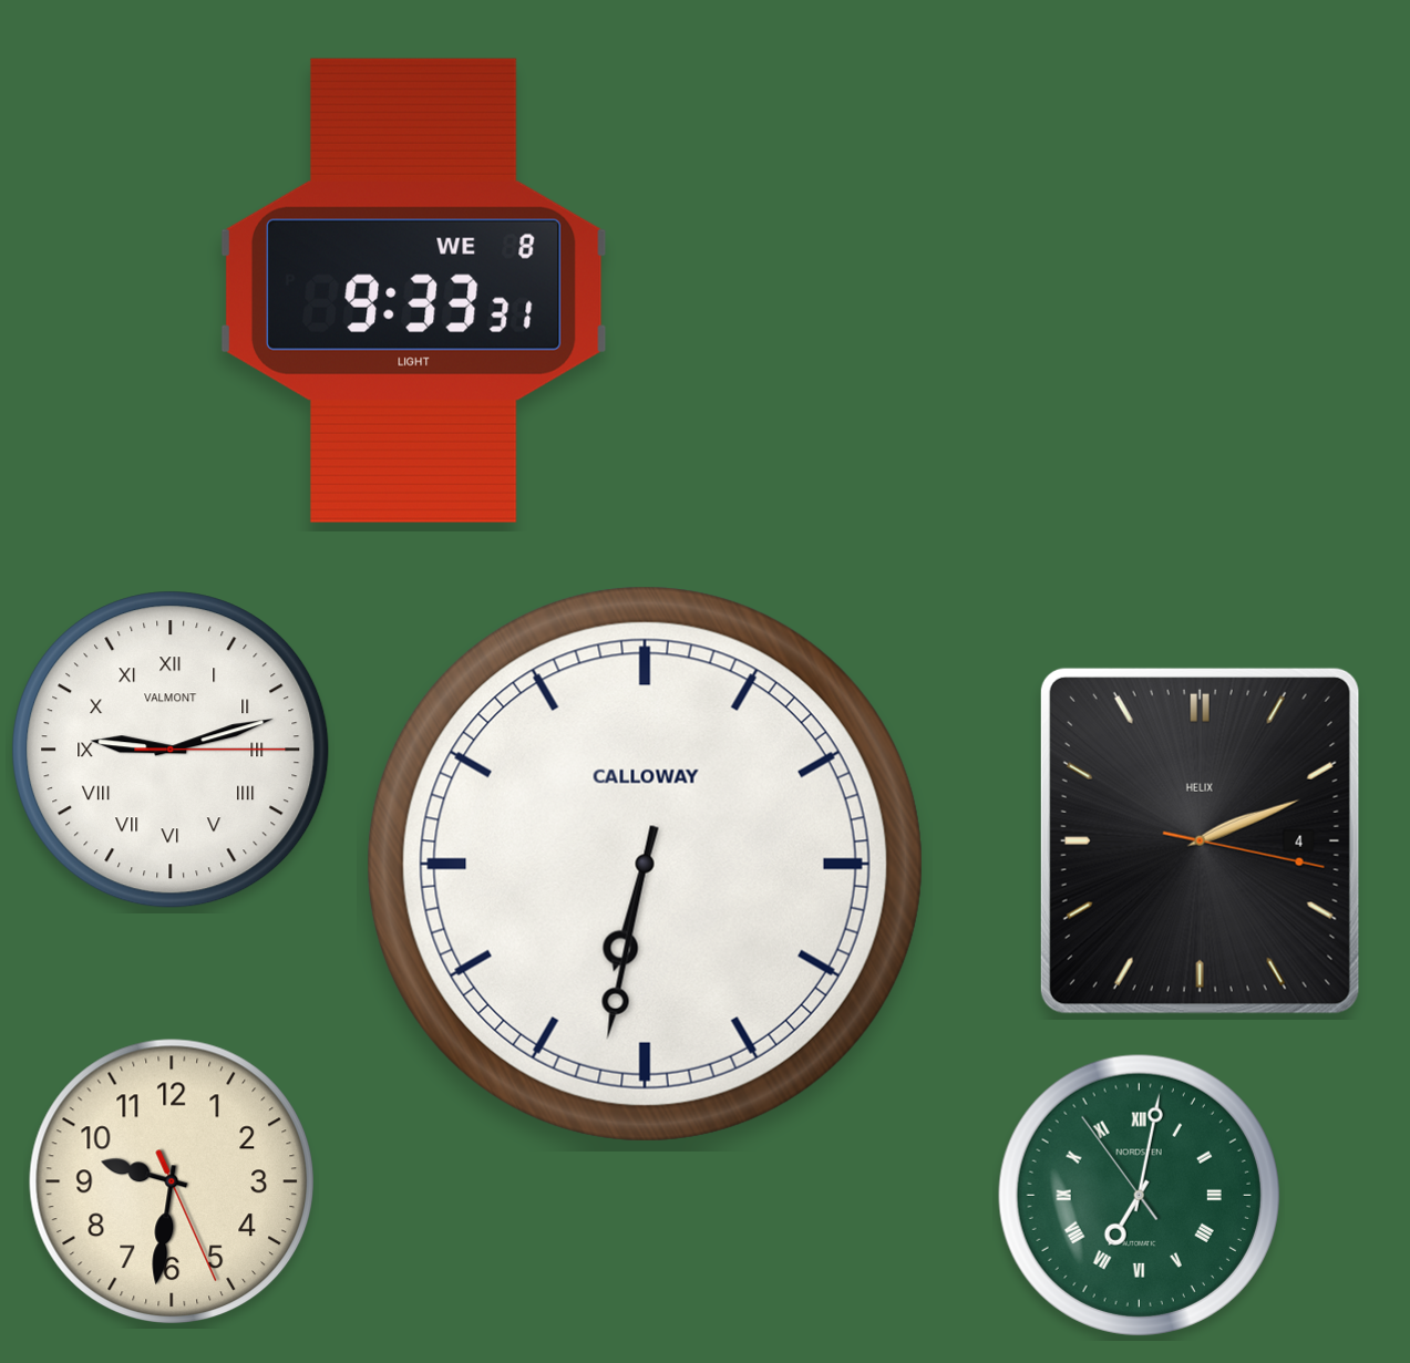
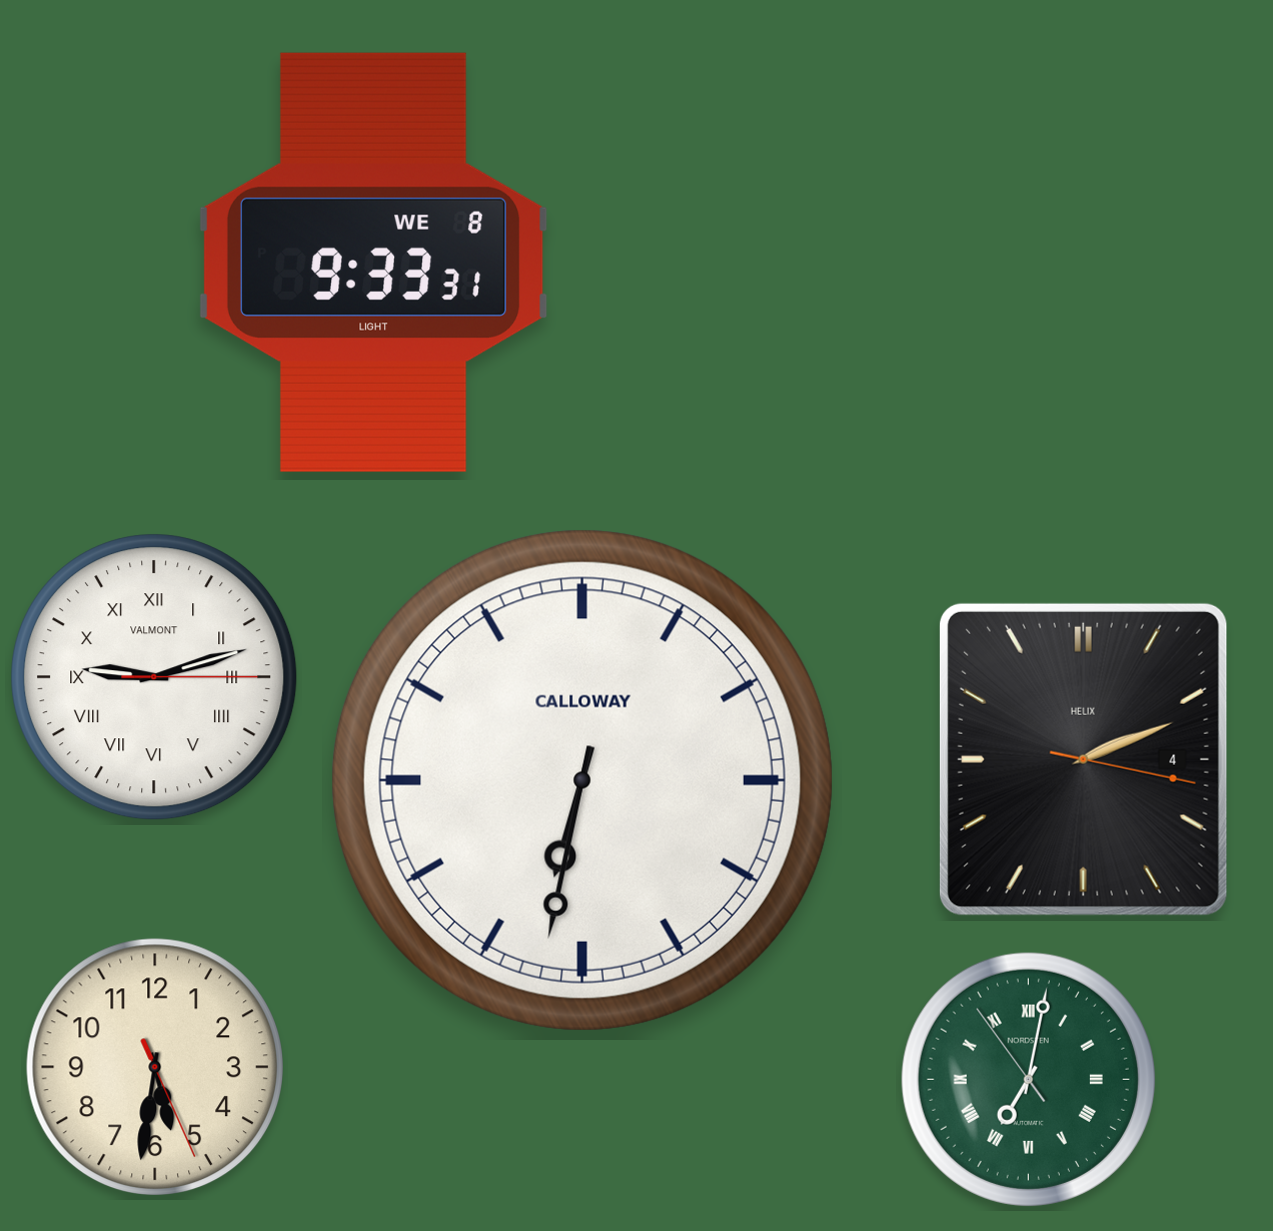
clock at (171, 1180): 9:31 -> 5:31
